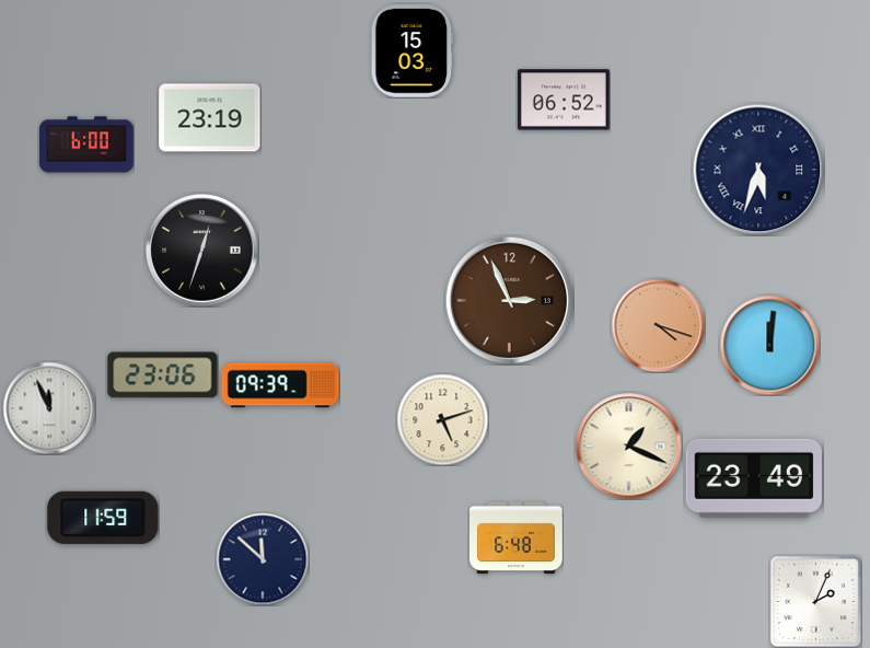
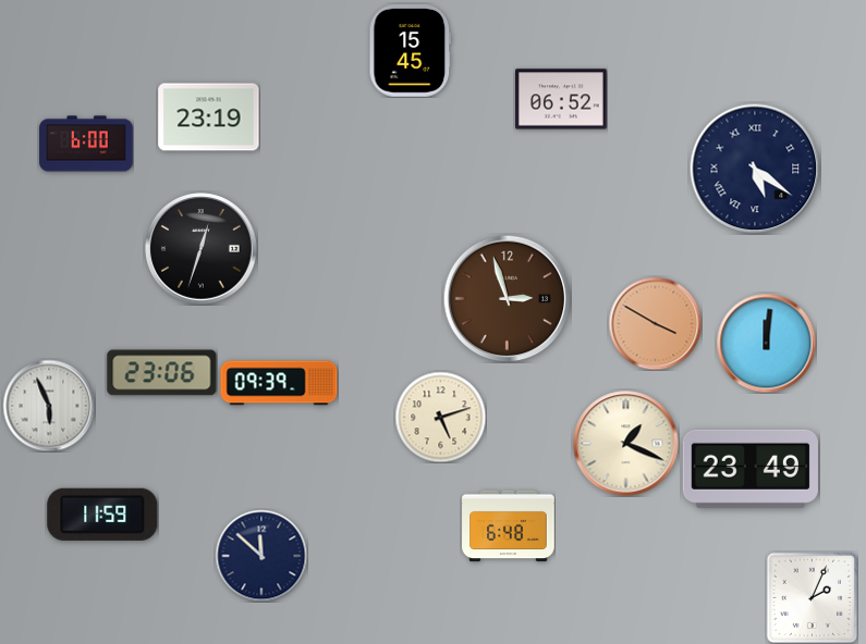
clock at (411, 51): 15:03 -> 15:45
clock at (758, 170): 5:33 -> 5:21
clock at (509, 300): 2:56 -> 2:57
clock at (658, 325): 4:18 -> 3:50
clock at (49, 408): 11:56 -> 5:56
clock at (754, 478) position: (754, 478) -> (751, 469)
clock at (517, 539) position: (517, 539) -> (509, 527)
